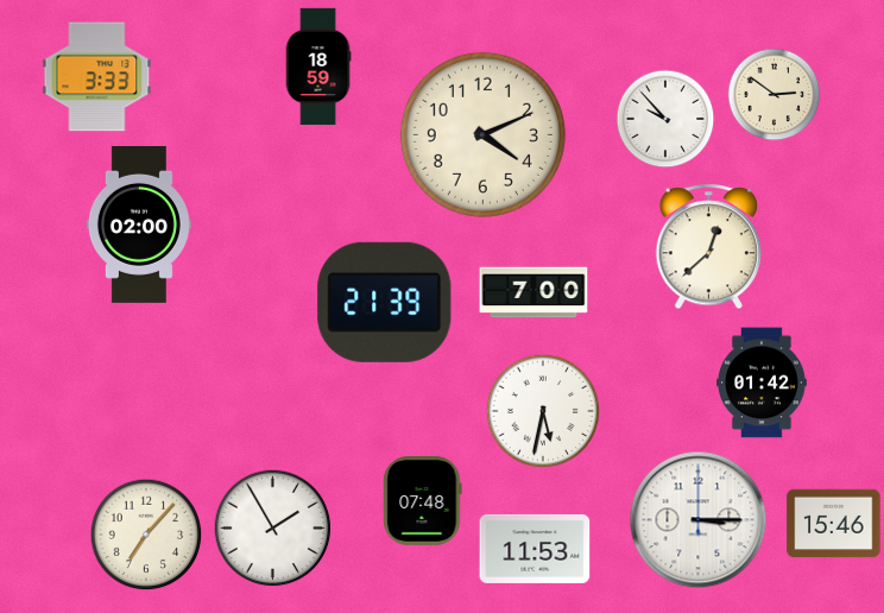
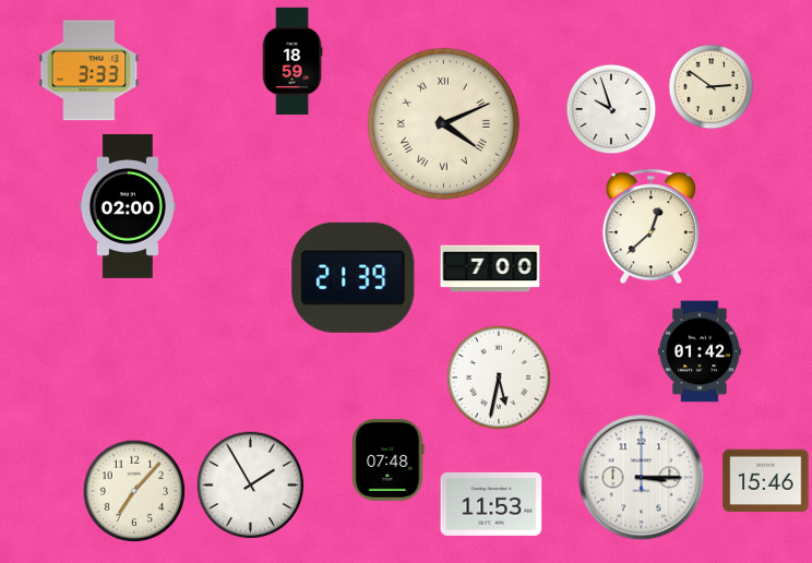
clock at (665, 119): 9:53 -> 9:57
clock at (482, 134) numerals: Arabic -> Roman
